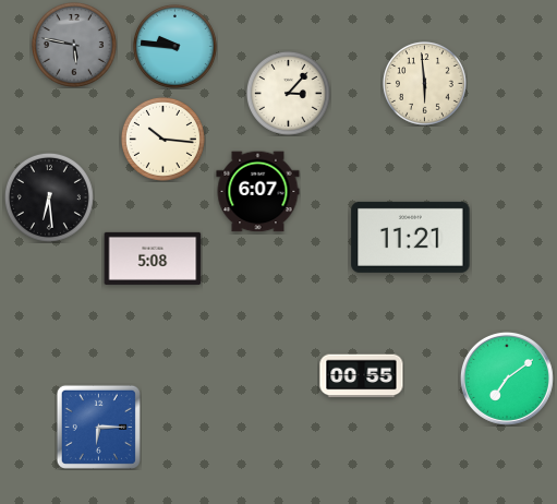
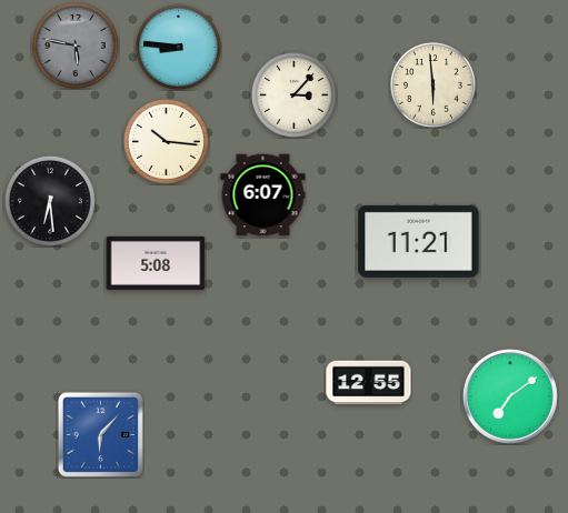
clock at (174, 46): 9:46 -> 8:46
clock at (362, 376): 00:55 -> 12:55
clock at (507, 379) position: (507, 379) -> (510, 396)
clock at (98, 427): 6:15 -> 6:07
